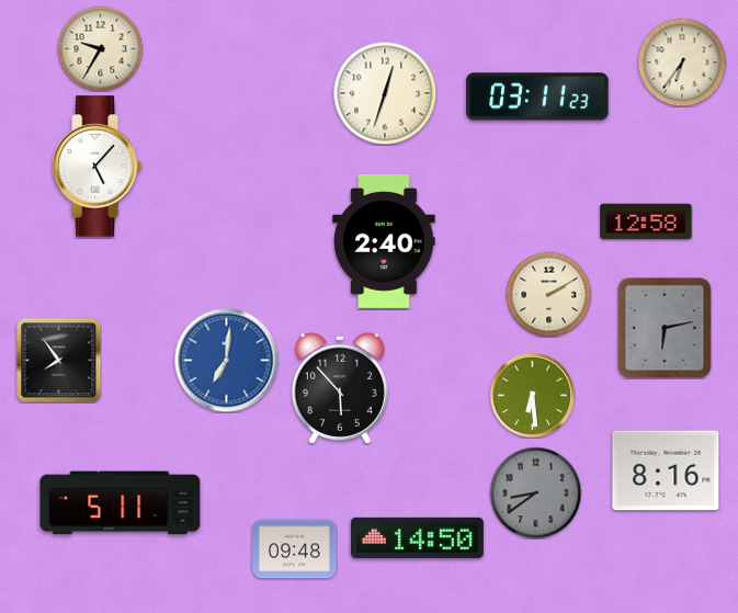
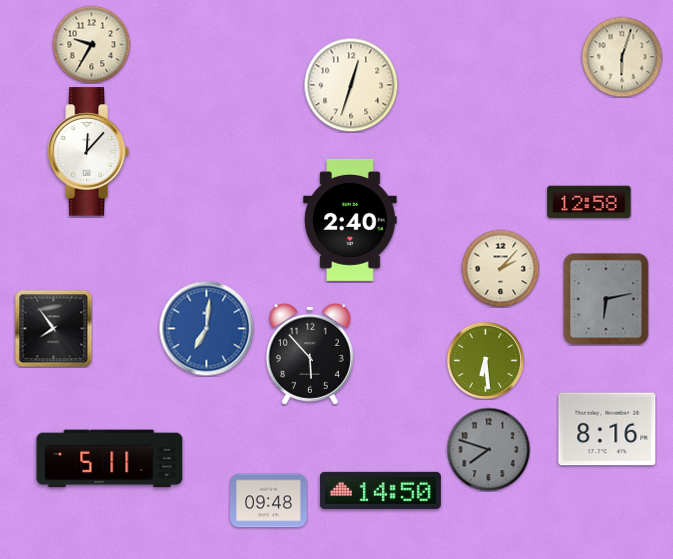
clock at (682, 63): 6:36 -> 6:03
clock at (537, 97): 03:11 -> none
clock at (96, 167): 5:07 -> 12:07
clock at (548, 294): 2:10 -> 2:07
clock at (535, 492): 8:39 -> 7:48
